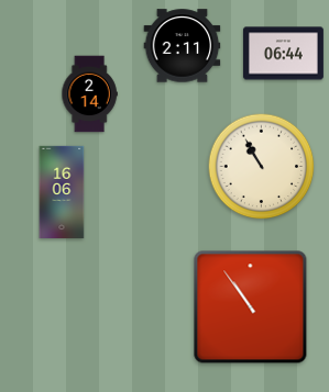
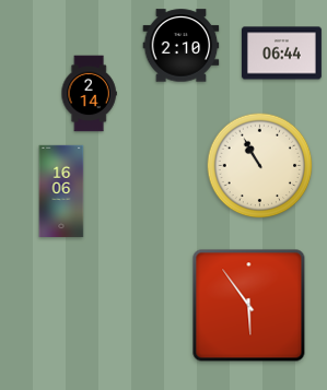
clock at (183, 46): 2:11 -> 2:10
clock at (251, 307): 10:54 -> 5:54
